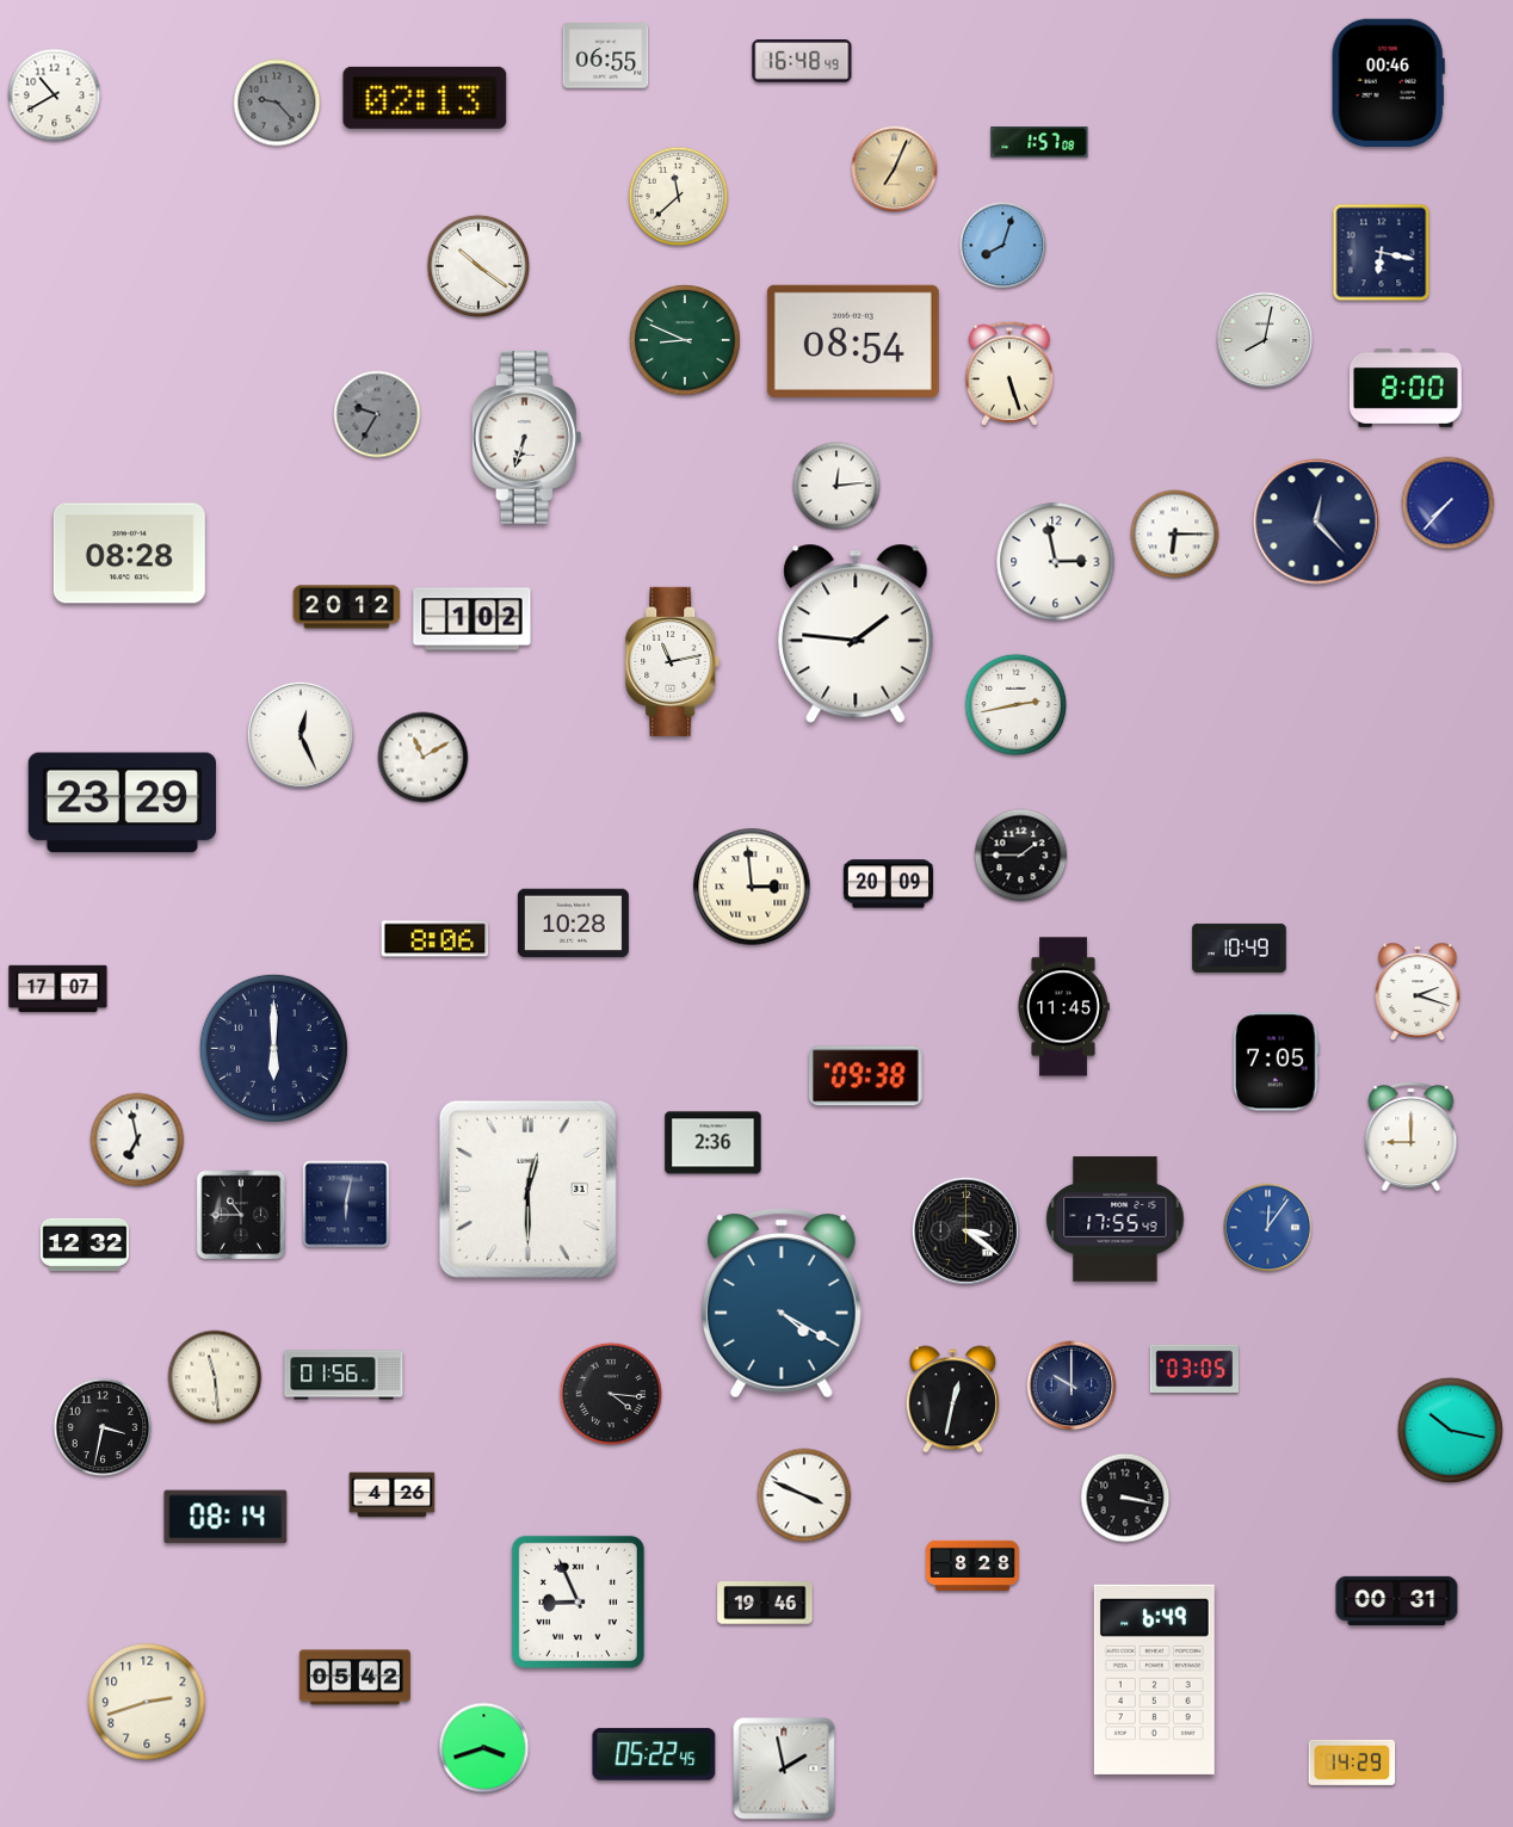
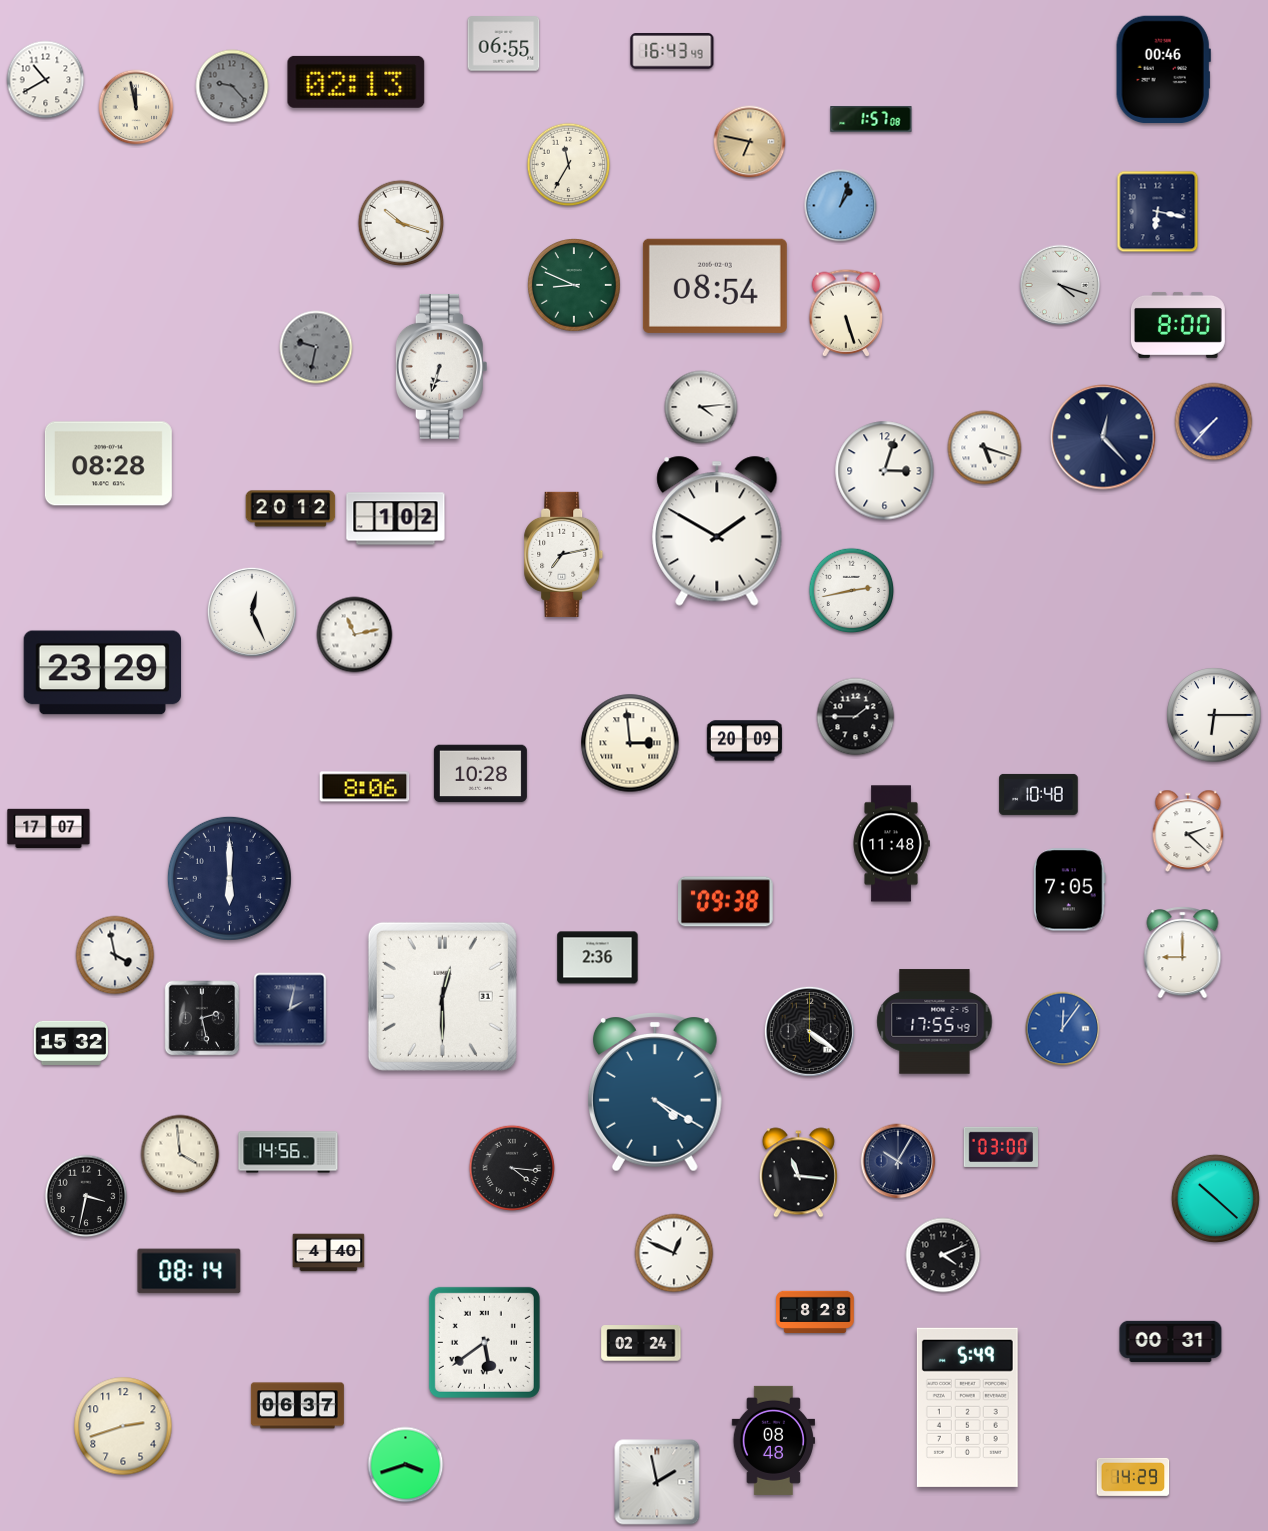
clock at (606, 56) position: (606, 56) -> (504, 44)
clock at (802, 62): 16:48 -> 16:43
clock at (136, 107): none -> 11:58
clock at (895, 169): 7:04 -> 6:47
clock at (679, 197): 11:38 -> 11:35
clock at (1003, 246): 8:03 -> 1:03
clock at (477, 265): 10:21 -> 10:18
clock at (1265, 340): 8:02 -> 4:18
clock at (377, 414): 9:35 -> 9:32
clock at (836, 486): 12:14 -> 4:14
clock at (1175, 535): 6:15 -> 5:18
clock at (1056, 562): 2:58 -> 3:03
clock at (856, 634): 1:46 -> 1:50
clock at (673, 661): 11:13 -> 7:13
clock at (301, 735) position: (301, 735) -> (252, 612)
clock at (424, 758): 11:10 -> 11:13
clock at (1214, 715): none -> 6:15
clock at (1240, 948): 10:49 -> 10:48
clock at (1418, 992): 2:18 -> 2:22
clock at (1063, 1007): 11:45 -> 11:48
clock at (137, 1140): 6:58 -> 3:58
clock at (346, 1204): 6:02 -> 2:02
clock at (241, 1215): 10:45 -> 2:28
clock at (965, 1230): 3:21 -> 4:21
clock at (85, 1245): 12:32 -> 15:32
clock at (1193, 1369): 03:05 -> 03:00
clock at (344, 1375): 01:56 -> 14:56
clock at (215, 1377): 11:29 -> 3:59
clock at (1072, 1385): 10:00 -> 10:05
clock at (952, 1400): 12:32 -> 11:16
clock at (1450, 1430): 10:17 -> 10:22
clock at (393, 1495): 4:26 -> 4:40
clock at (804, 1495): 3:49 -> 12:49
clock at (1125, 1498): 3:17 -> 4:11
clock at (578, 1601): 8:56 -> 5:39
clock at (765, 1603): 19:46 -> 02:24
clock at (354, 1678): 05:42 -> 06:37
clock at (1154, 1679): 6:49 -> 5:49
clock at (773, 1440): none -> 08:48
clock at (654, 1754): 05:22 -> none
